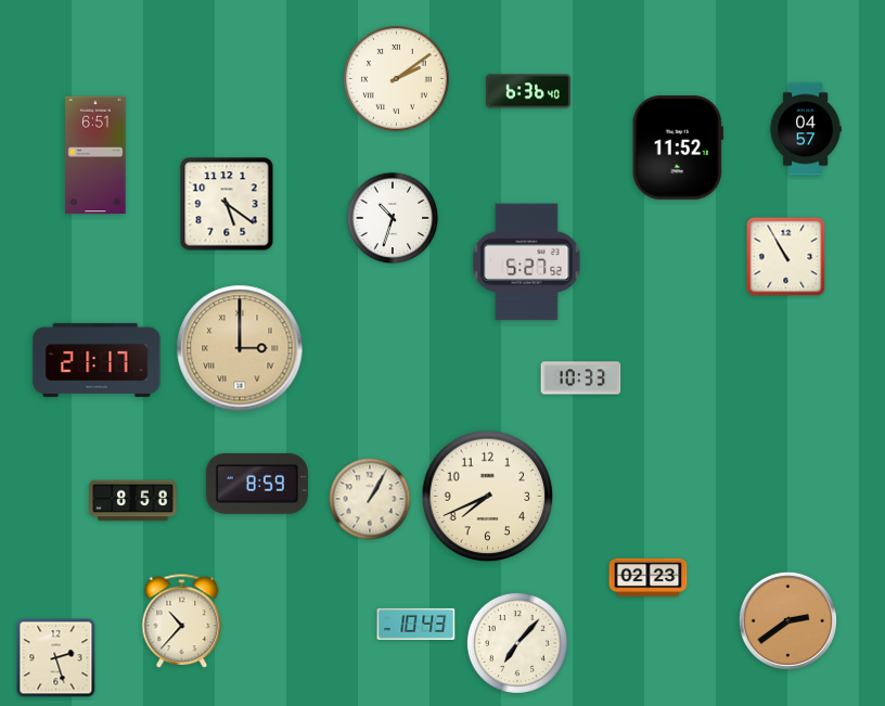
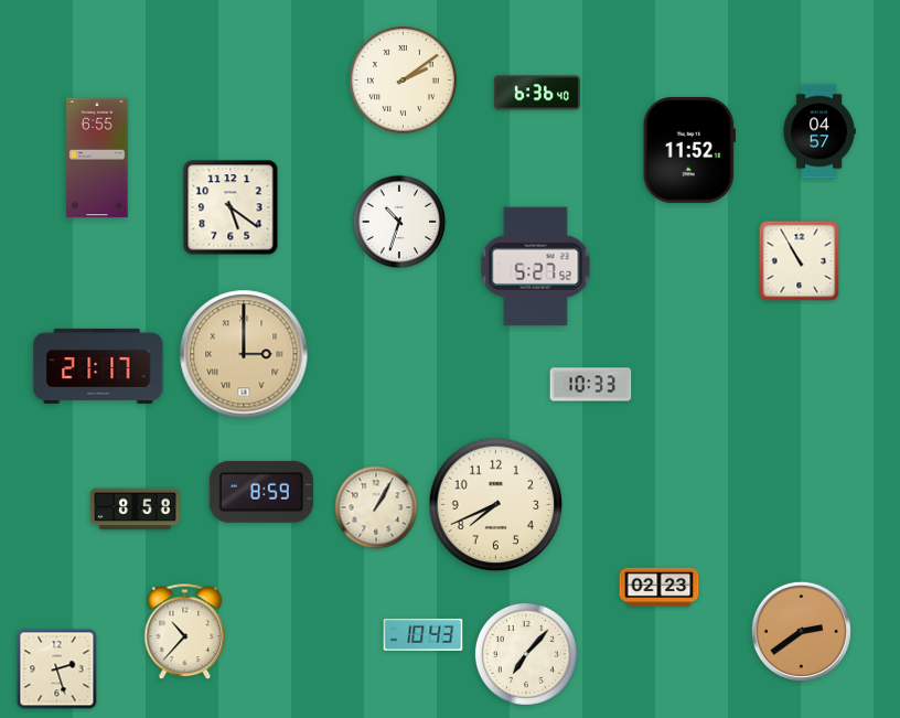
clock at (95, 155): 6:51 -> 6:55
